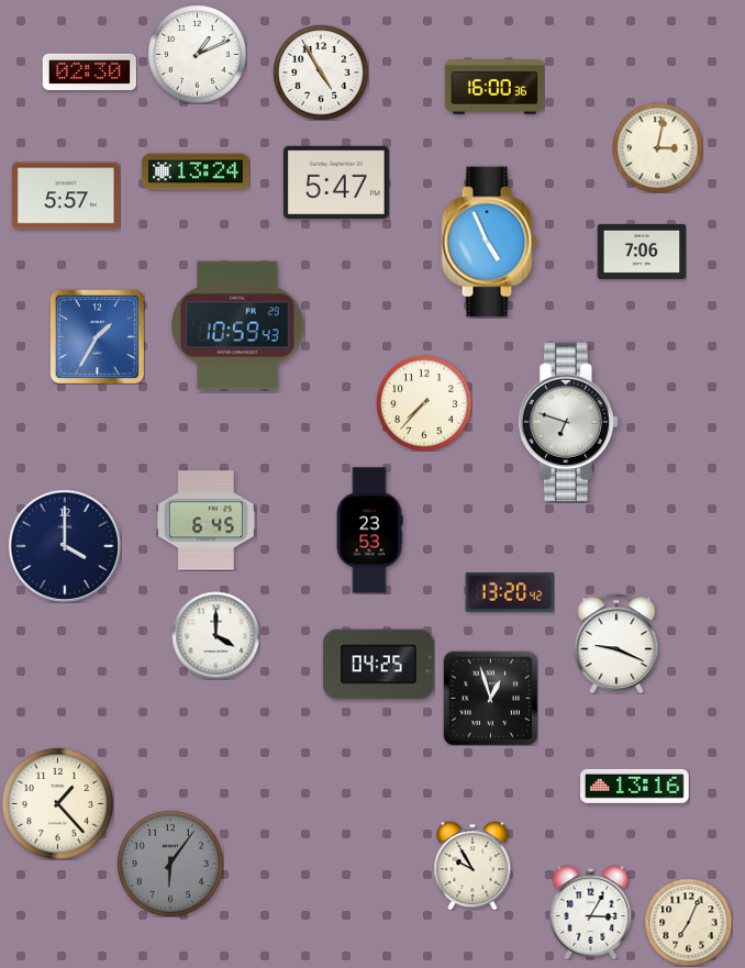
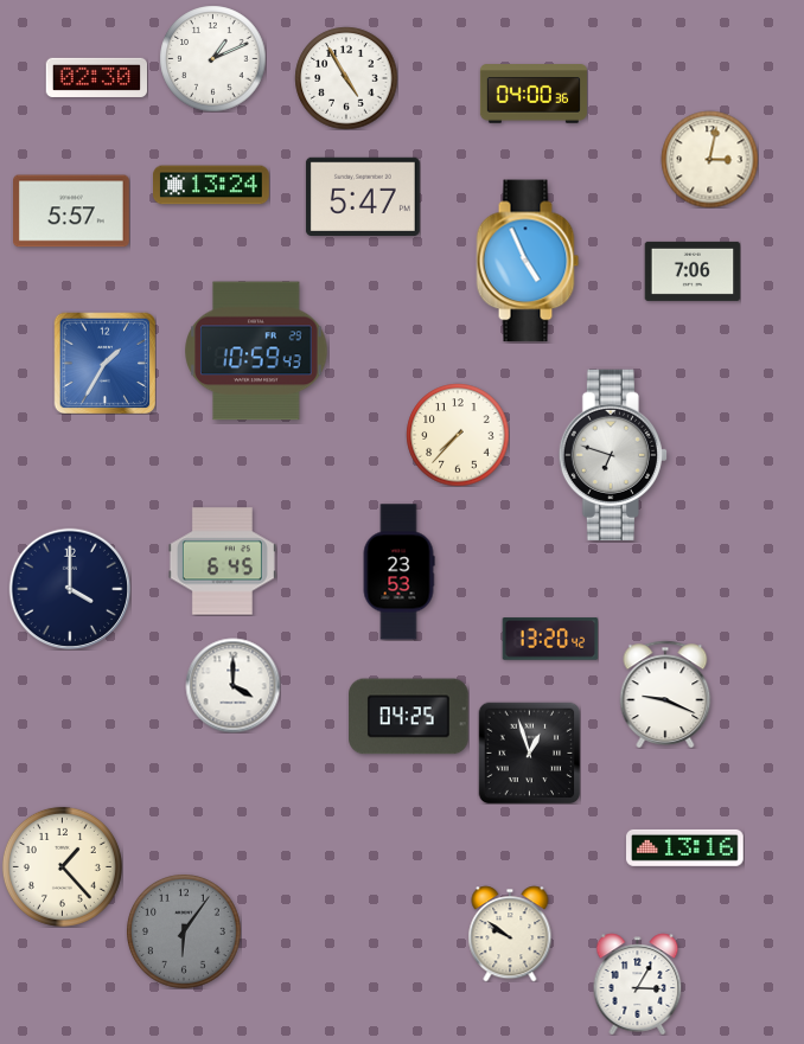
clock at (494, 87): 16:00 -> 04:00
clock at (472, 866): 9:55 -> 9:51
clock at (688, 922): 7:04 -> none
